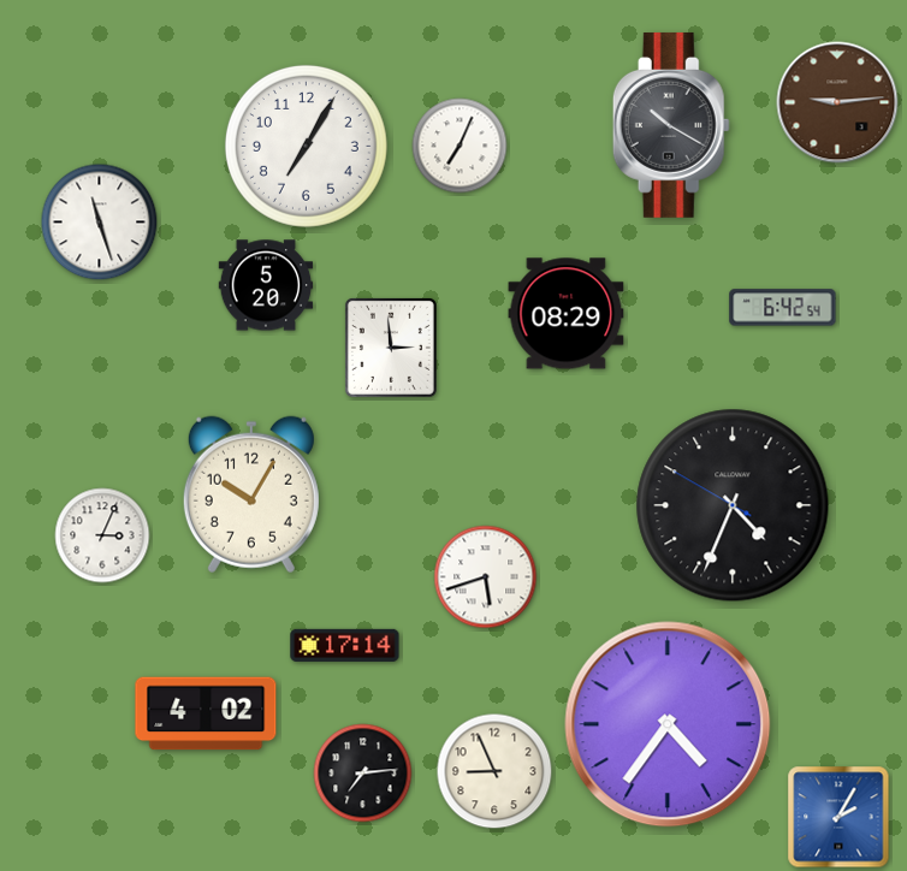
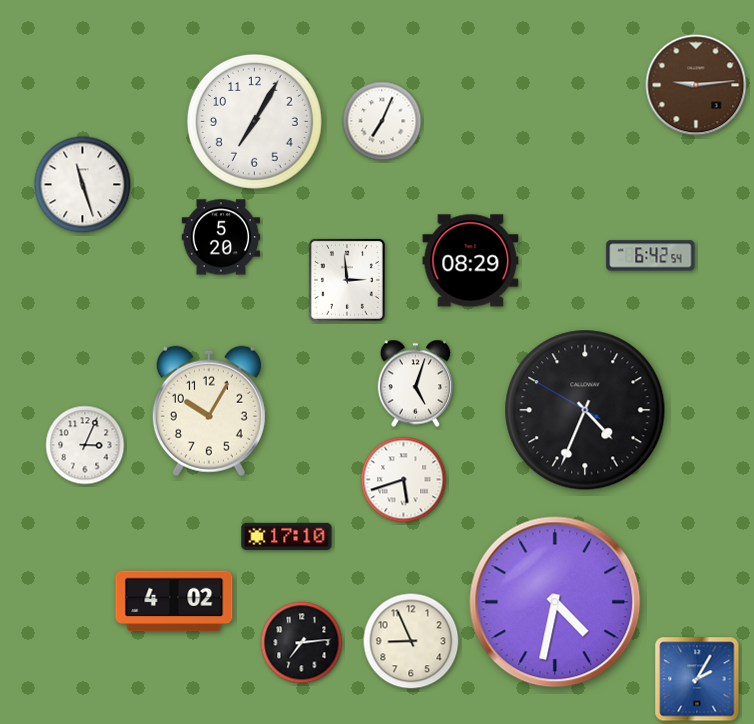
clock at (671, 125): 10:20 -> none
clock at (391, 348) position: (391, 348) -> (347, 280)
clock at (415, 384): none -> 5:03
clock at (733, 505) position: (733, 505) -> (585, 410)
clock at (345, 645): 17:14 -> 17:10
clock at (206, 713) position: (206, 713) -> (174, 601)
clock at (668, 724): 4:36 -> 4:32
